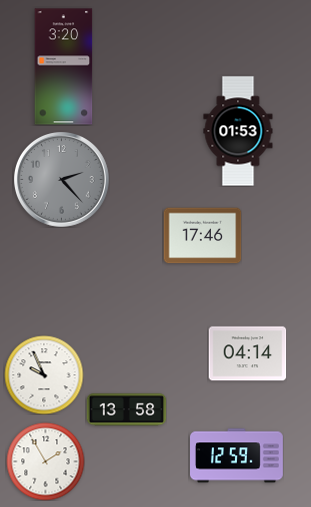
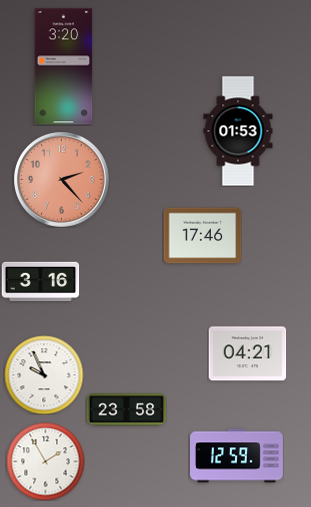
clock at (62, 180) dial: grey -> salmon
clock at (40, 282): none -> 3:16
clock at (247, 354): 04:14 -> 04:21
clock at (126, 410): 13:58 -> 23:58
